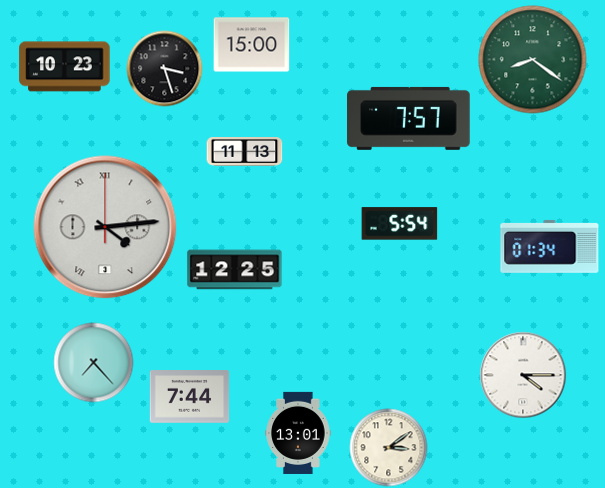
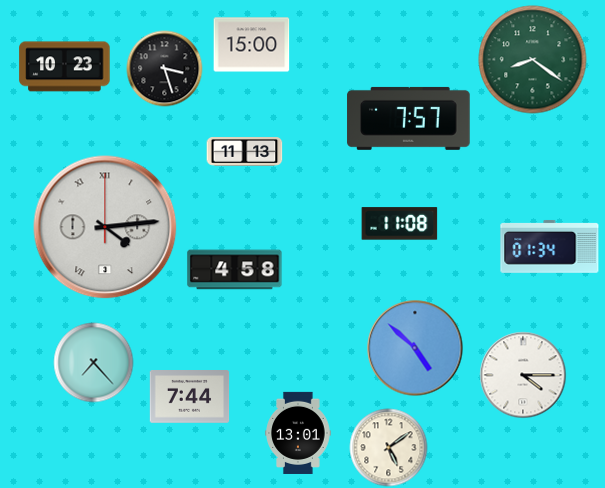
clock at (400, 224): 5:54 -> 11:08
clock at (235, 270): 12:25 -> 4:58
clock at (415, 348): none -> 4:52
clock at (389, 448): 3:09 -> 5:09
